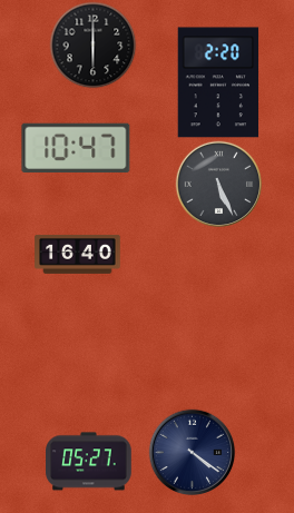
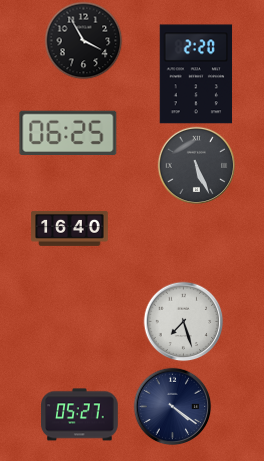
clock at (92, 45): 6:00 -> 3:55
clock at (76, 147): 10:47 -> 06:25
clock at (183, 321): none -> 7:27
